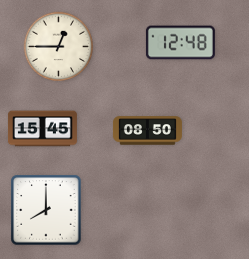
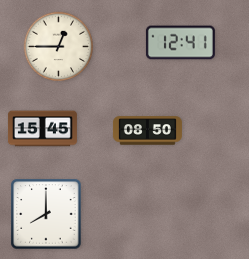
clock at (180, 43): 12:48 -> 12:41
clock at (46, 210) position: (46, 210) -> (46, 214)
